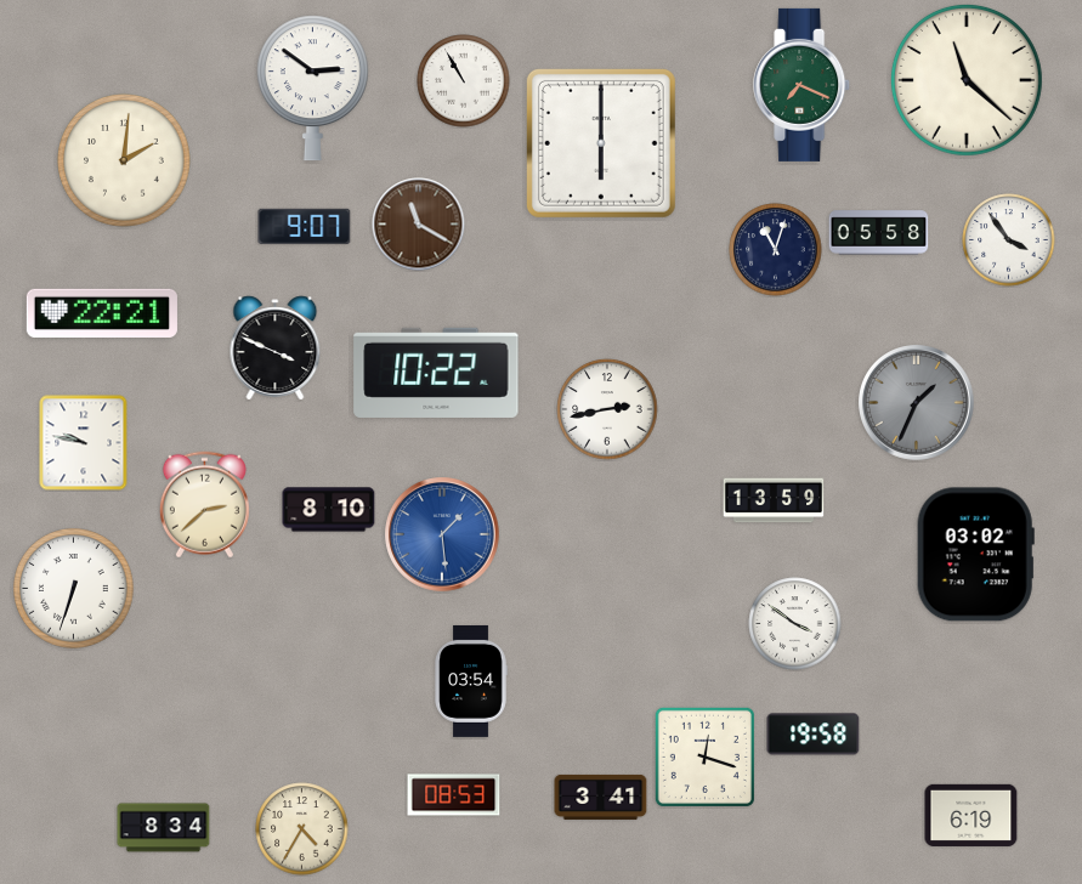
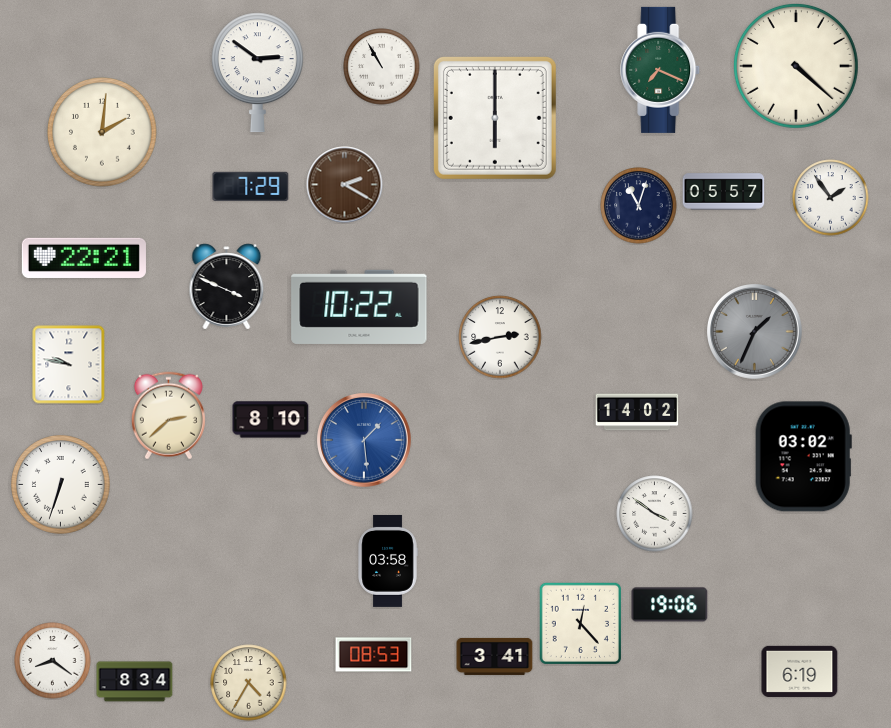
clock at (967, 80): 11:22 -> 4:22
clock at (419, 225): 11:20 -> 2:20
clock at (305, 226): 9:07 -> 7:29
clock at (879, 233): 05:58 -> 05:57
clock at (1009, 240): 3:54 -> 1:54
clock at (774, 500): 13:59 -> 14:02
clock at (471, 681): 03:54 -> 03:58
clock at (814, 735): 19:58 -> 19:06
clock at (704, 756): 12:18 -> 12:23
clock at (53, 661): none -> 8:21
